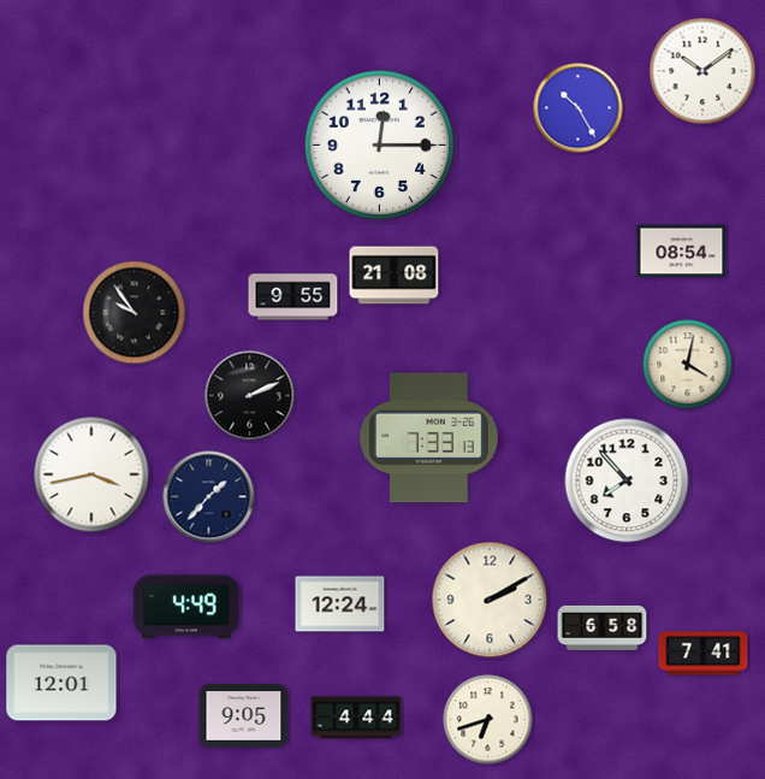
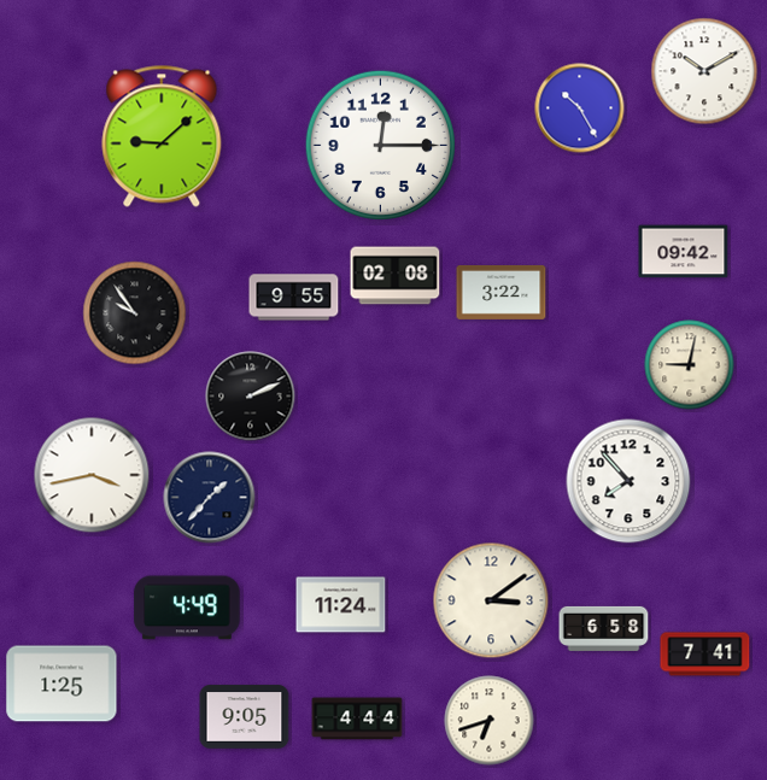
clock at (702, 71): 10:09 -> 10:10
clock at (162, 136): none -> 9:08
clock at (682, 252): 08:54 -> 09:42
clock at (395, 276): 21:08 -> 02:08
clock at (502, 292): none -> 3:22
clock at (688, 365): 4:02 -> 9:02
clock at (428, 438): 7:33 -> none
clock at (490, 600): 2:10 -> 3:09
clock at (340, 604): 12:24 -> 11:24
clock at (61, 683): 12:01 -> 1:25
